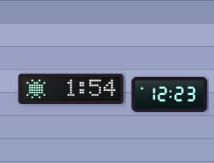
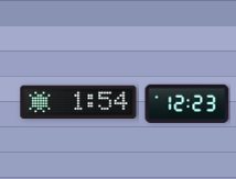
clock at (71, 89) position: (71, 89) -> (78, 102)
